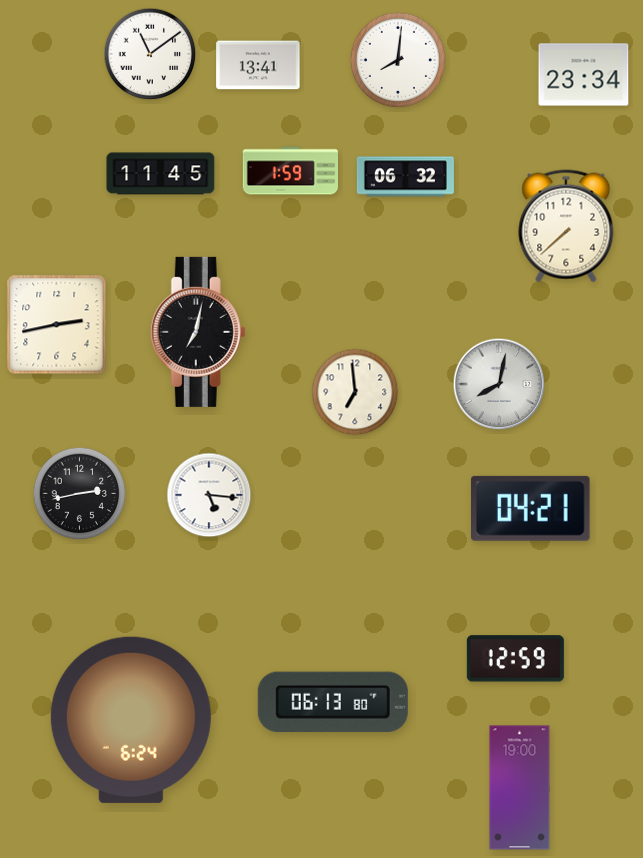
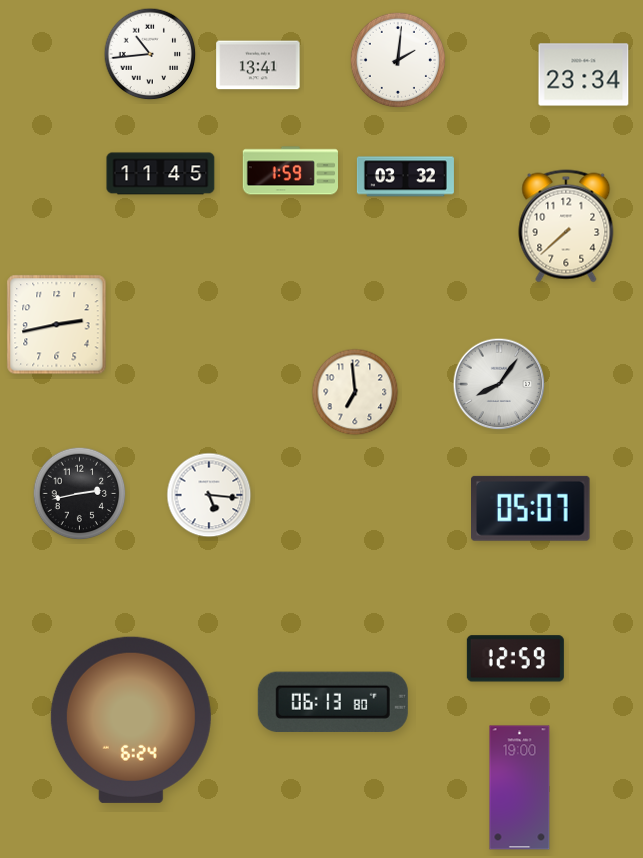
clock at (150, 54): 11:09 -> 10:44
clock at (397, 59): 8:01 -> 2:01
clock at (405, 177): 06:32 -> 03:32
clock at (198, 332): 7:02 -> none
clock at (499, 384): 8:02 -> 8:06
clock at (531, 508): 04:21 -> 05:07
